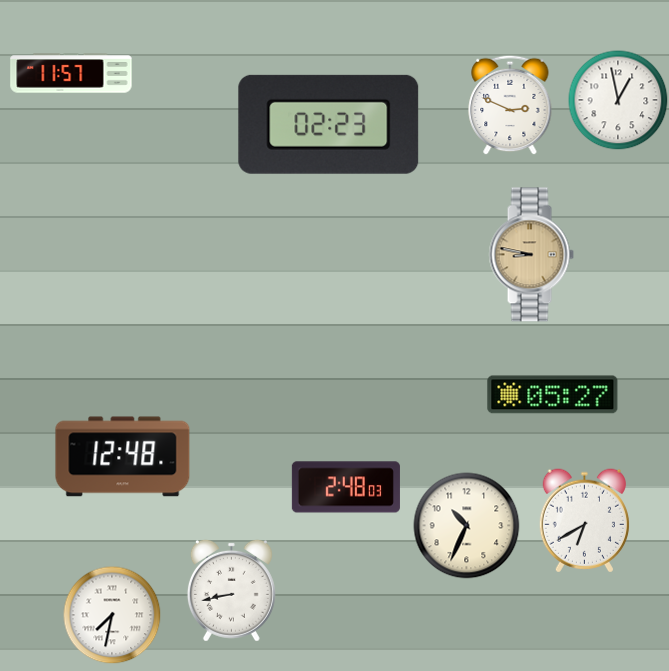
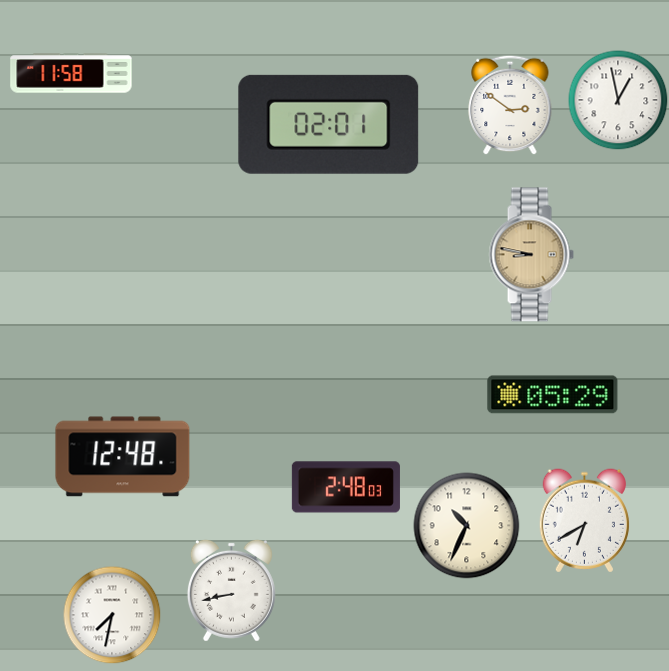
clock at (71, 73): 11:57 -> 11:58
clock at (510, 105): 2:49 -> 2:51
clock at (329, 124): 02:23 -> 02:01
clock at (553, 395): 05:27 -> 05:29
